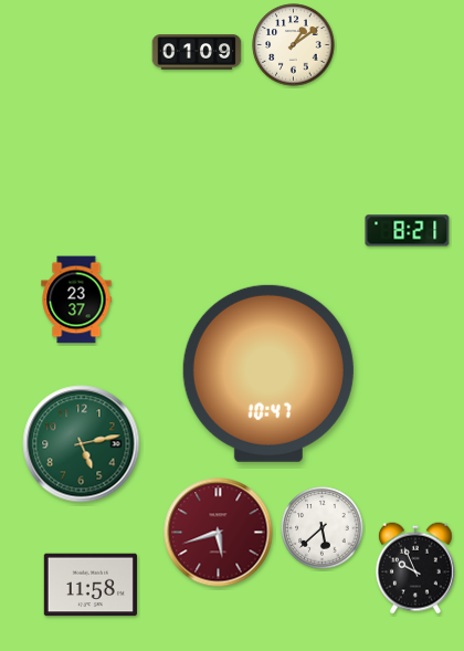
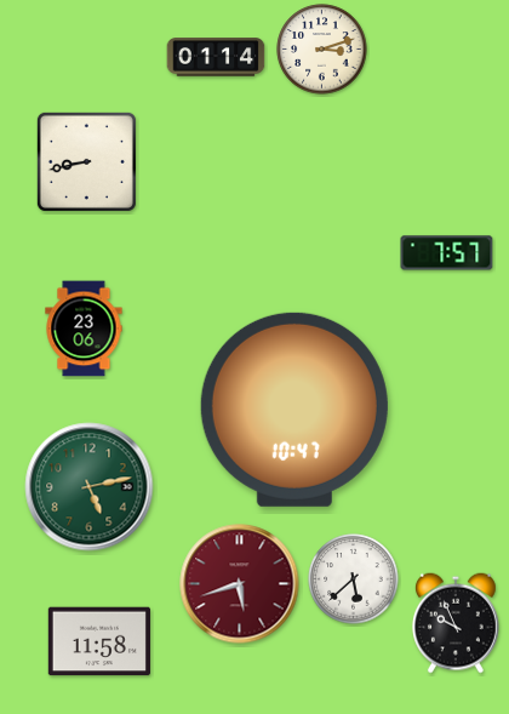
clock at (294, 45): 1:09 -> 3:12
clock at (197, 52): 01:09 -> 01:14
clock at (86, 161): none -> 8:43
clock at (408, 231): 8:21 -> 7:57
clock at (76, 300): 23:37 -> 23:06
